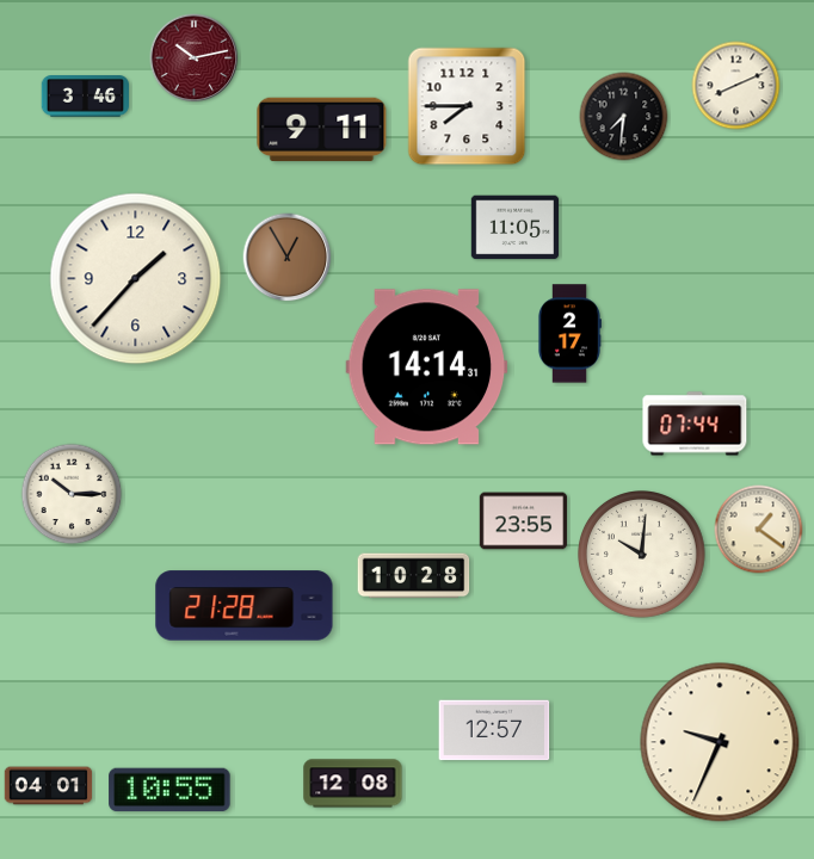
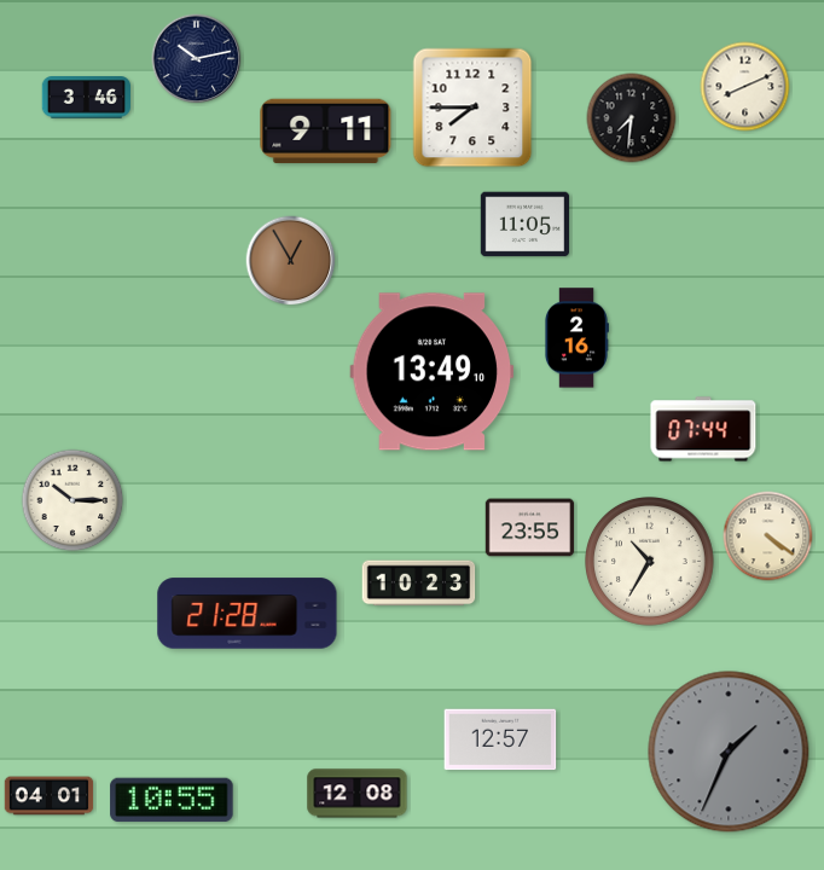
clock at (195, 58) dial: burgundy -> navy
clock at (516, 228) position: (516, 228) -> (526, 225)
clock at (136, 279): 1:37 -> none
clock at (569, 334): 2:17 -> 2:16
clock at (427, 367): 14:14 -> 13:49
clock at (759, 530): 1:21 -> 4:21
clock at (642, 555): 10:01 -> 10:35
clock at (414, 576): 10:28 -> 10:23
clock at (720, 742): 9:34 -> 1:34
clock at (720, 742) dial: cream -> grey
